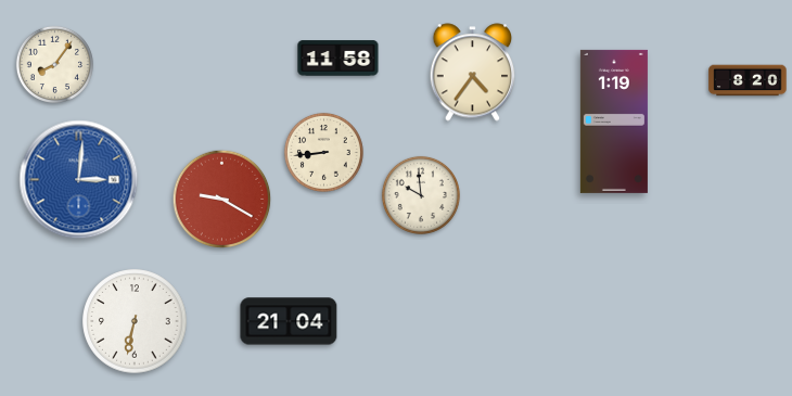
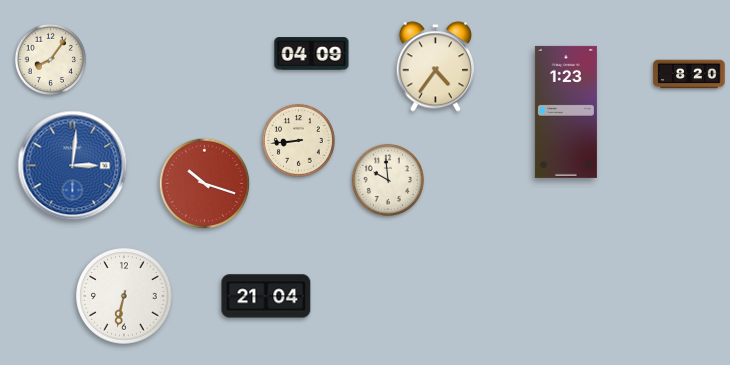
clock at (338, 59): 11:58 -> 04:09
clock at (614, 122): 1:19 -> 1:23
clock at (222, 200): 9:20 -> 10:18
